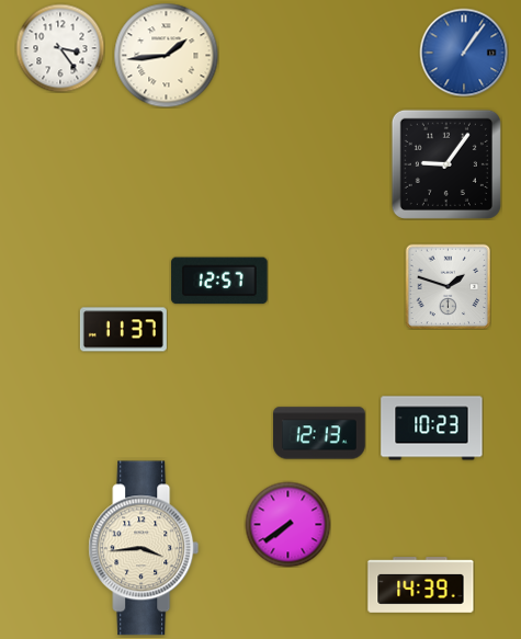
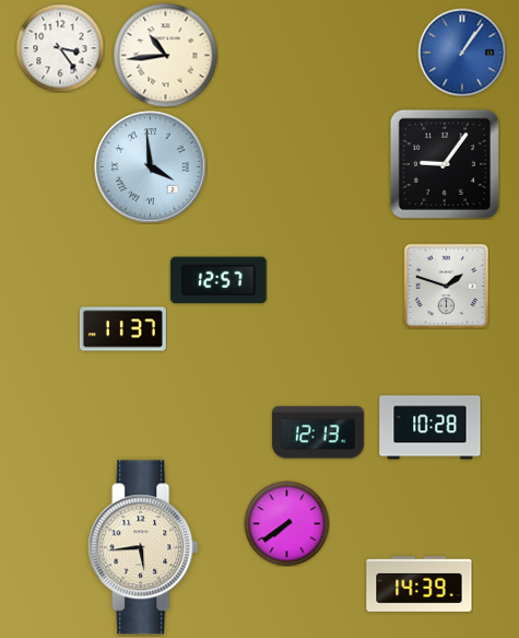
clock at (166, 55): 1:44 -> 10:44
clock at (151, 167): none -> 3:59
clock at (432, 429): 10:23 -> 10:28
clock at (144, 548): 3:44 -> 5:44
